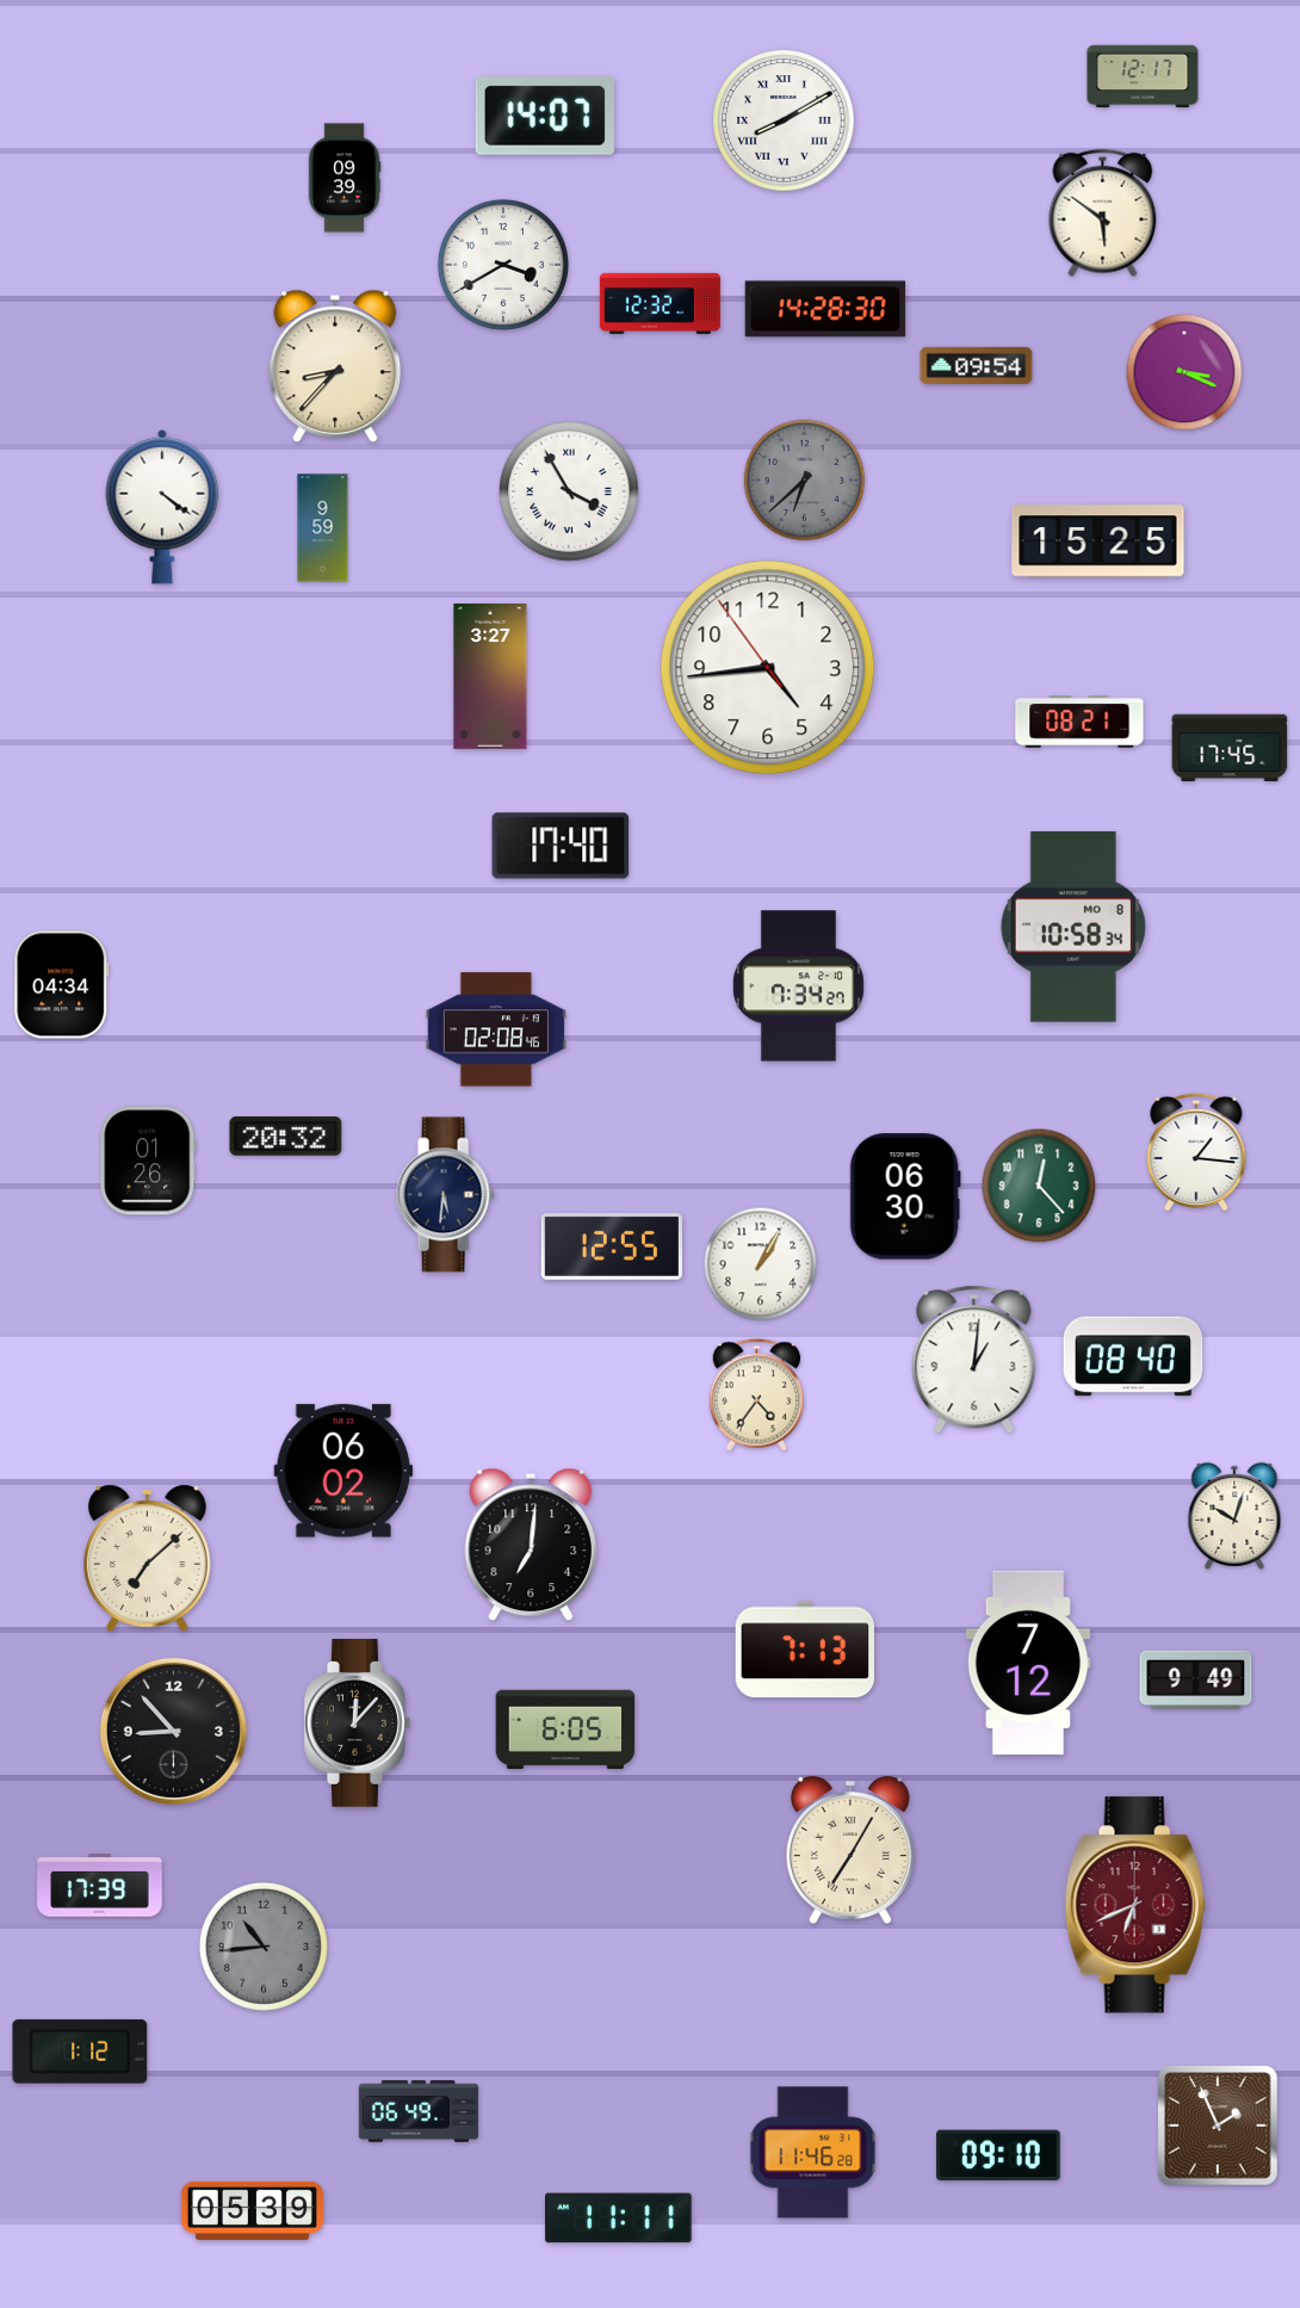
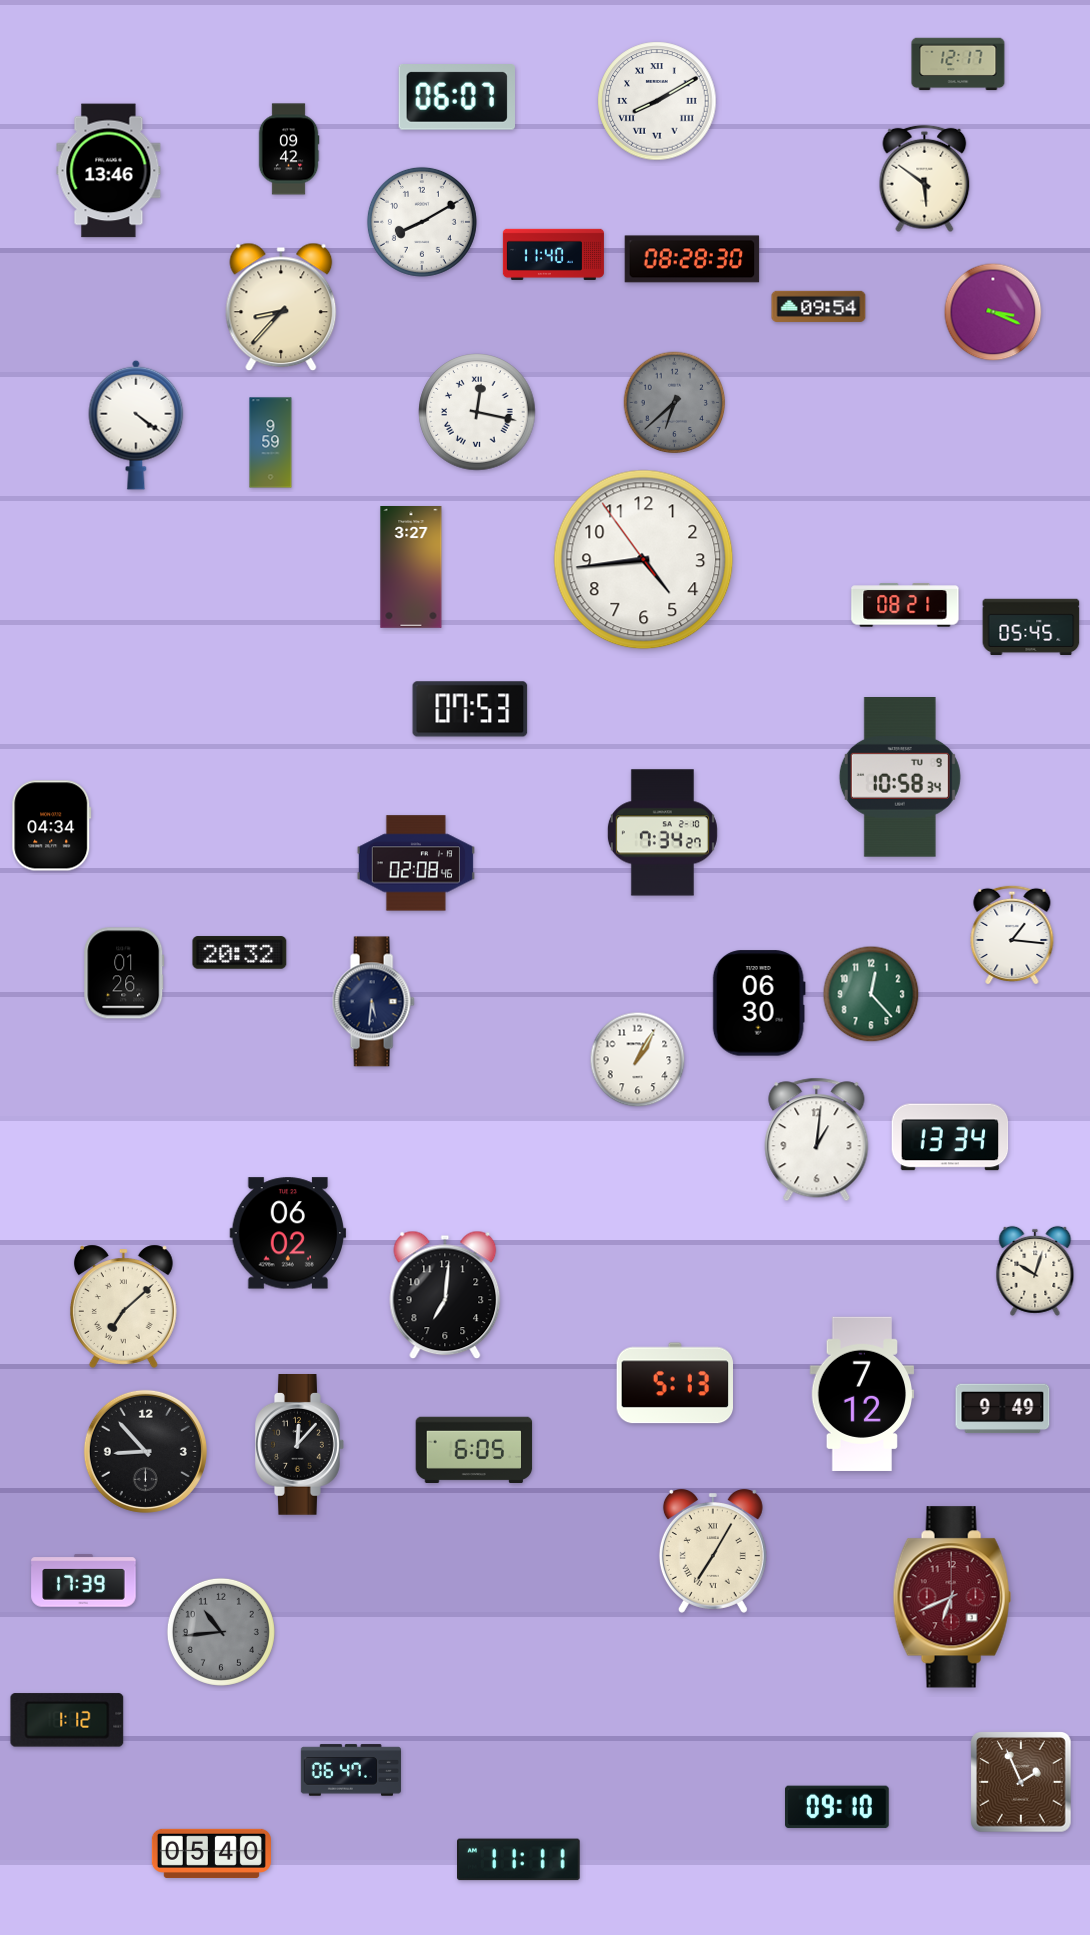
clock at (544, 117): 14:07 -> 06:07
clock at (345, 178): 09:39 -> 09:42
clock at (109, 171): none -> 13:46
clock at (503, 265): 3:40 -> 8:10
clock at (660, 303): 12:32 -> 11:40
clock at (825, 309): 14:28 -> 08:28
clock at (569, 491): 3:55 -> 12:17
clock at (1098, 542): 15:25 -> none
clock at (1230, 747): 17:45 -> 05:45
clock at (561, 846): 17:40 -> 07:53
clock at (1073, 928) date: MO 8 -> TU 9
clock at (798, 986) position: (798, 986) -> (662, 833)
clock at (1196, 1152) position: (1196, 1152) -> (1012, 935)
clock at (612, 1246): 12:55 -> none
clock at (1133, 1356): 08:40 -> 13:34
clock at (757, 1396): 4:36 -> none
clock at (805, 1650): 7:13 -> 5:13
clock at (419, 2111): 06:49 -> 06:47
clock at (813, 2153): 11:46 -> none
clock at (252, 2210): 05:39 -> 05:40
